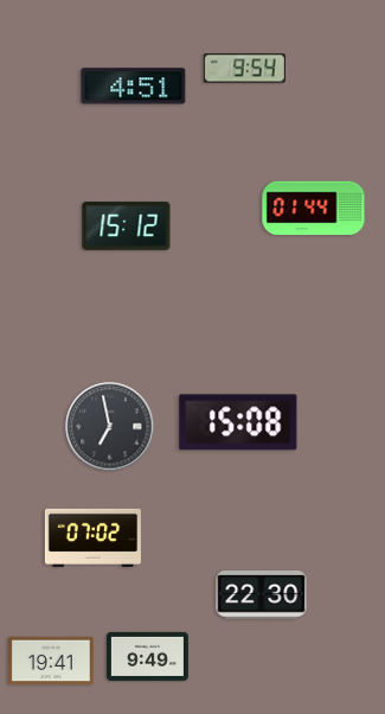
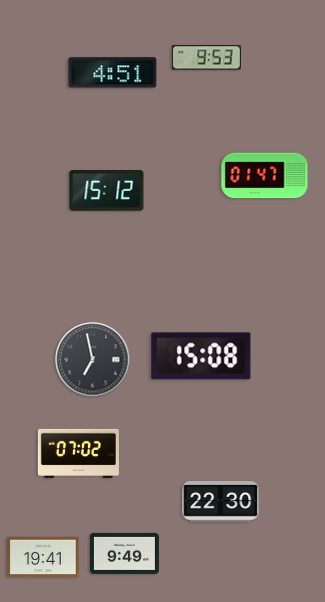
clock at (244, 69): 9:54 -> 9:53
clock at (314, 209): 01:44 -> 01:47
